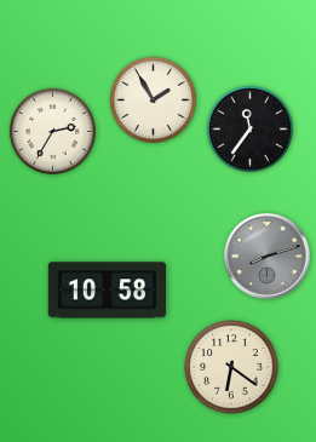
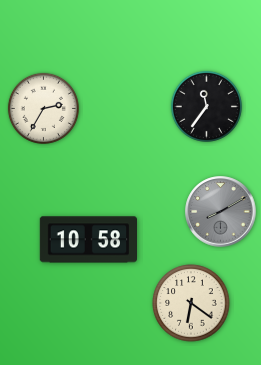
clock at (153, 99): 1:55 -> none
clock at (268, 257): 8:12 -> 8:10
